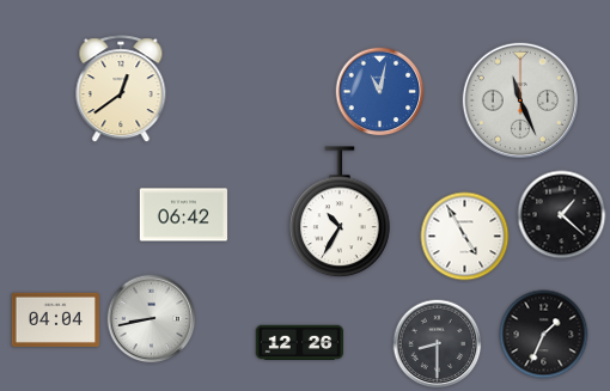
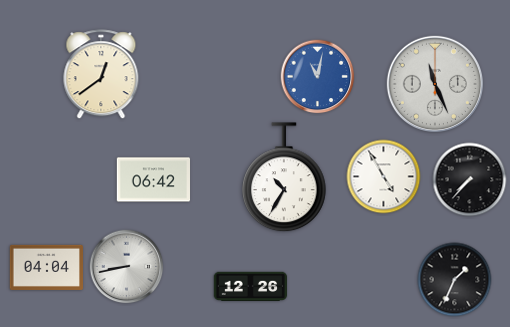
clock at (562, 215): 1:22 -> 7:37
clock at (465, 237) position: (465, 237) -> (384, 177)
clock at (438, 344): 8:30 -> none
